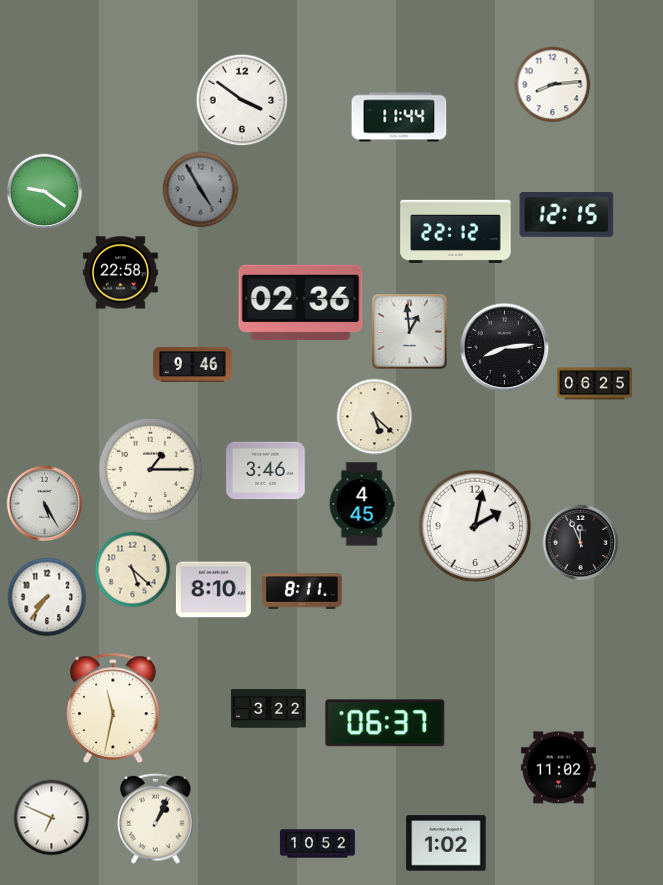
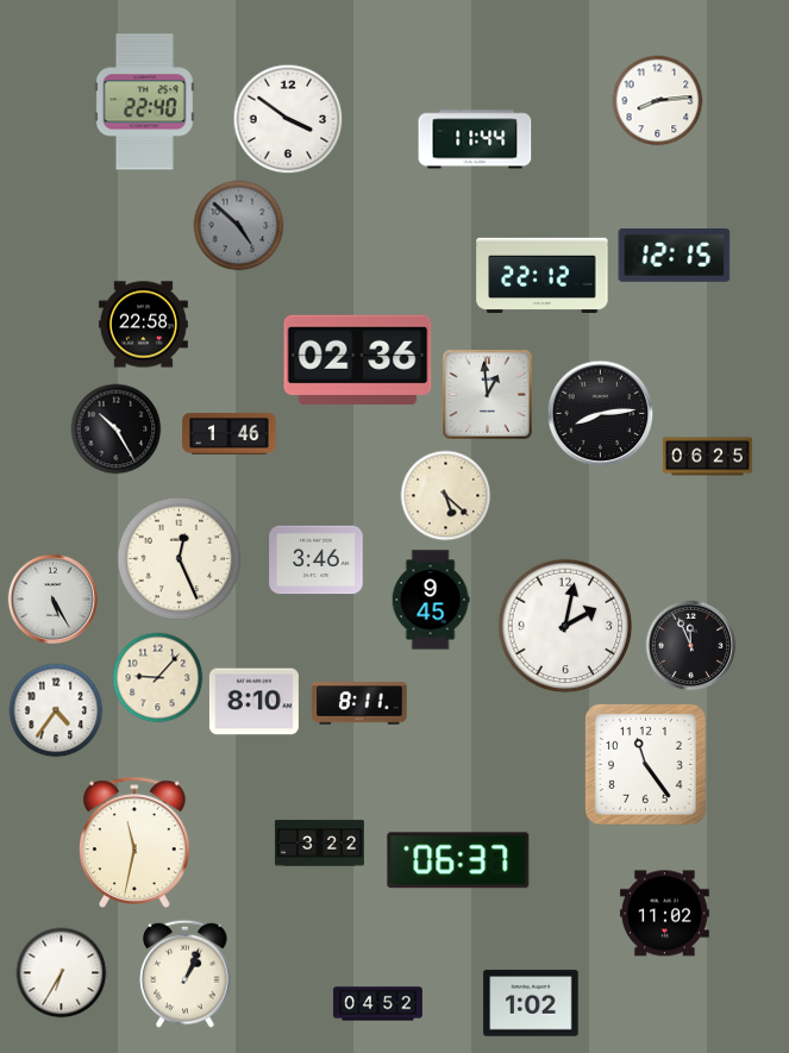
clock at (144, 102): none -> 22:40
clock at (201, 190): 4:55 -> 4:52
clock at (45, 192): 9:21 -> none
clock at (117, 430): none -> 10:25
clock at (193, 365): 9:46 -> 1:46
clock at (151, 470): 1:15 -> 12:26
clock at (362, 504): 4:45 -> 9:45
clock at (133, 570): 5:22 -> 9:07
clock at (47, 597): 7:36 -> 4:36
clock at (645, 764): none -> 11:24
clock at (52, 818): 6:49 -> 6:35
clock at (317, 844): 10:52 -> 04:52
